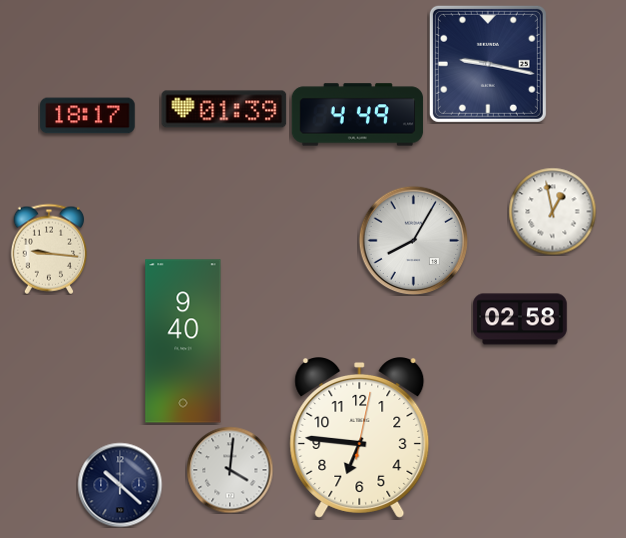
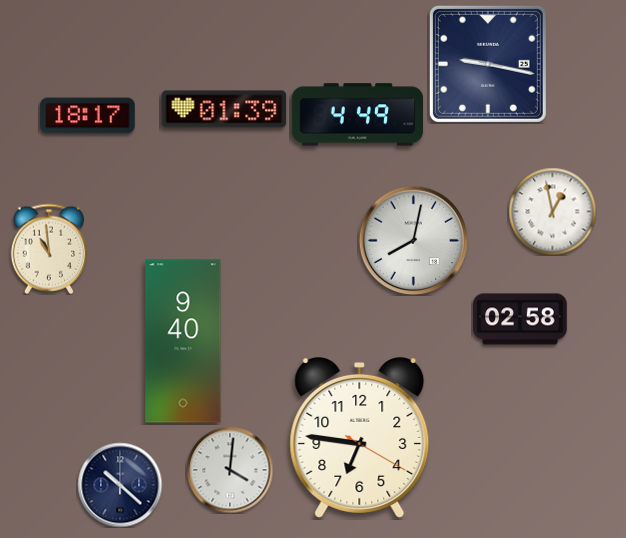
clock at (413, 240): 8:05 -> 8:02
clock at (48, 249): 9:16 -> 10:59
clock at (360, 438): 6:46:02 -> 6:46:20
